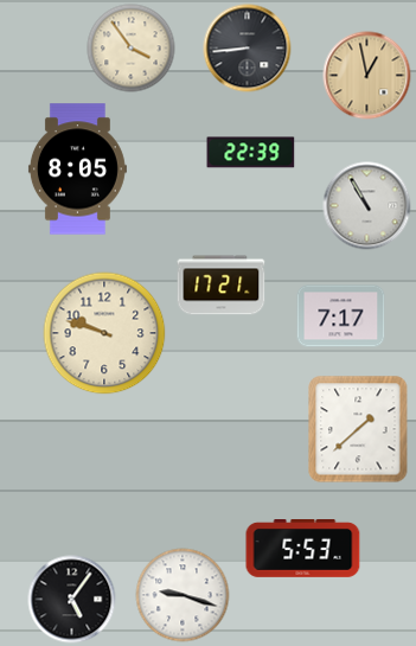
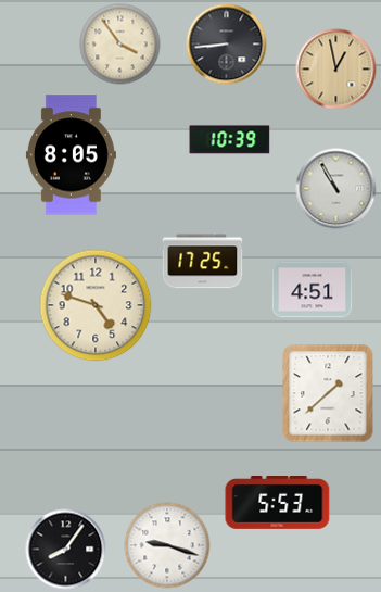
clock at (251, 153): 22:39 -> 10:39
clock at (222, 286): 17:21 -> 17:25
clock at (341, 316): 7:17 -> 4:51
clock at (104, 333): 9:48 -> 4:48
clock at (72, 600): 5:06 -> 8:06
